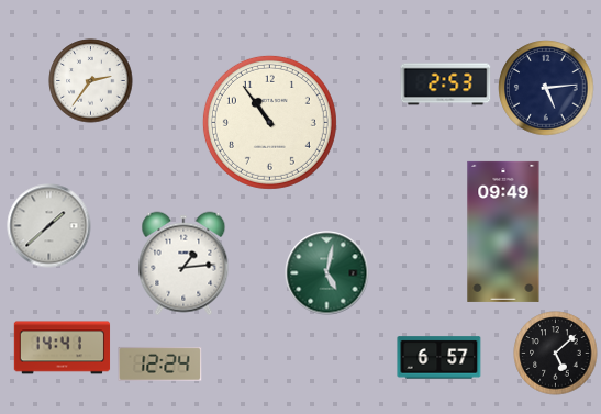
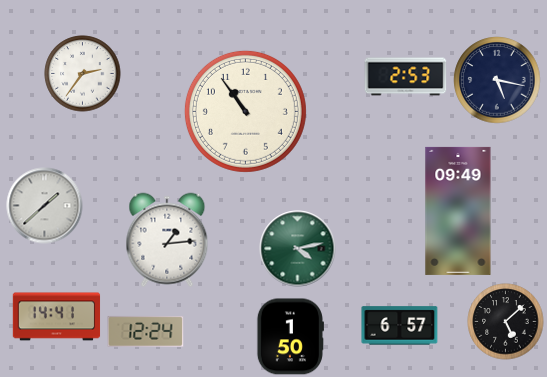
clock at (546, 88): 5:14 -> 5:17
clock at (327, 273): 5:02 -> 4:13
clock at (290, 337): none -> 1:50
